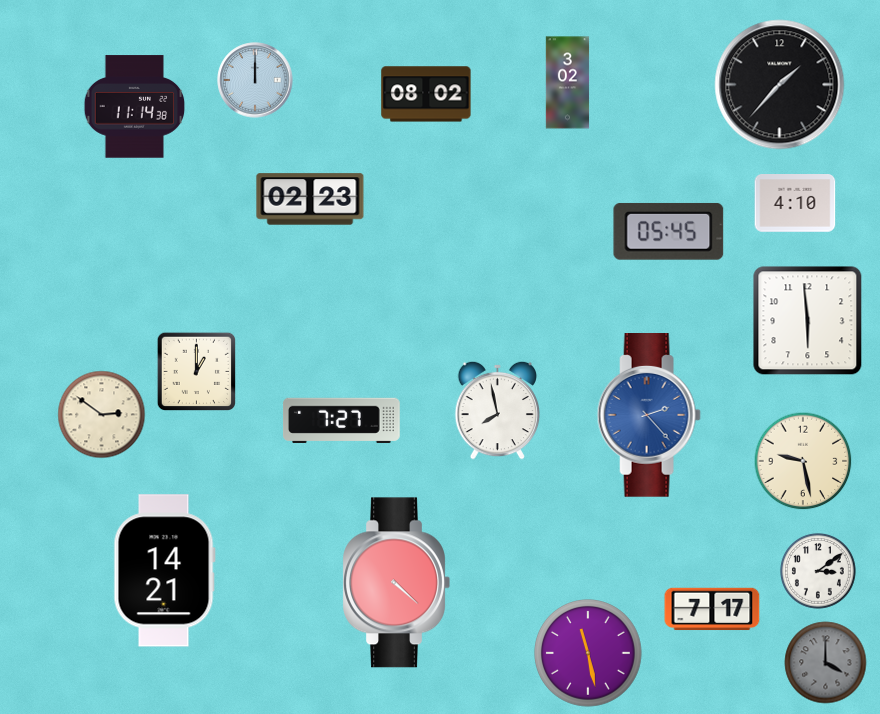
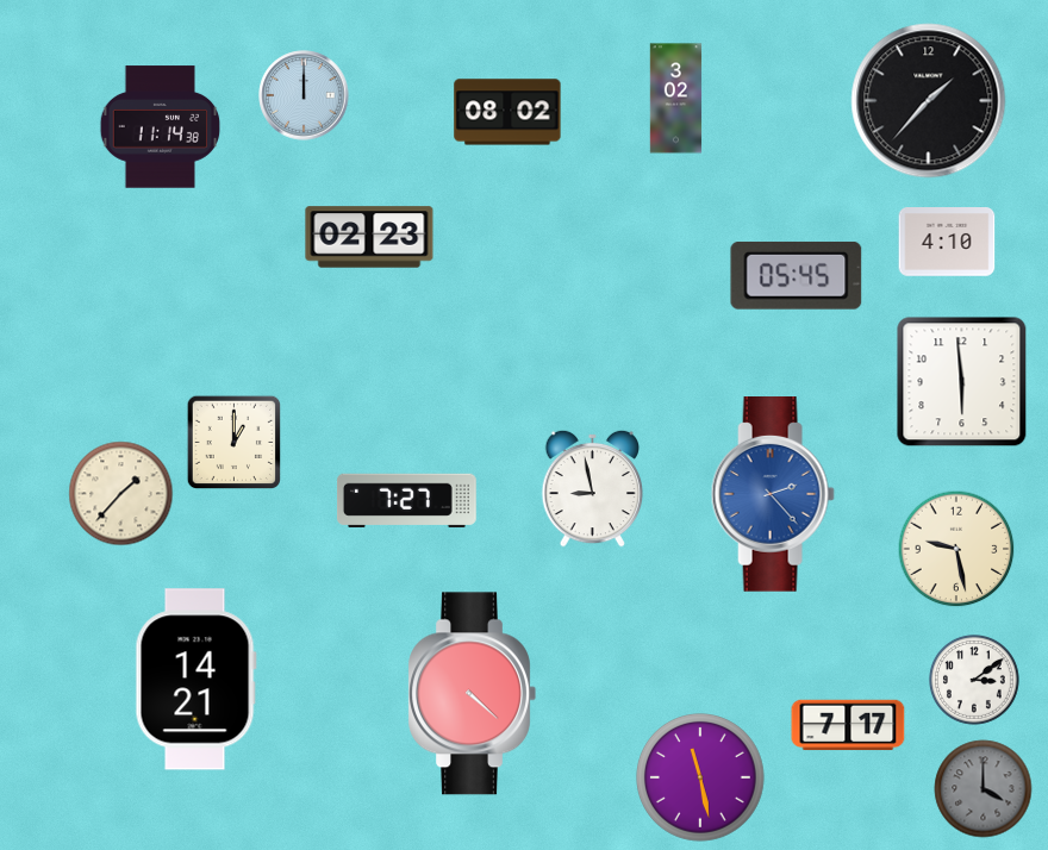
clock at (498, 410): 7:58 -> 8:58
clock at (102, 415): 2:51 -> 1:37
